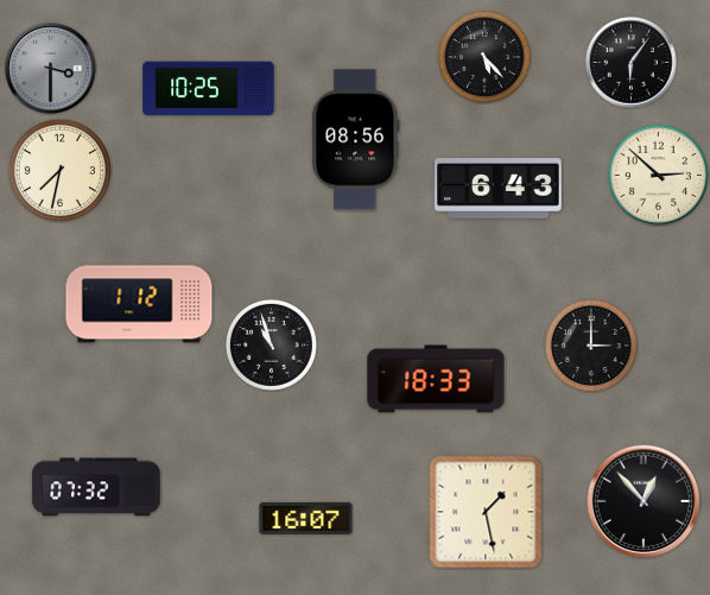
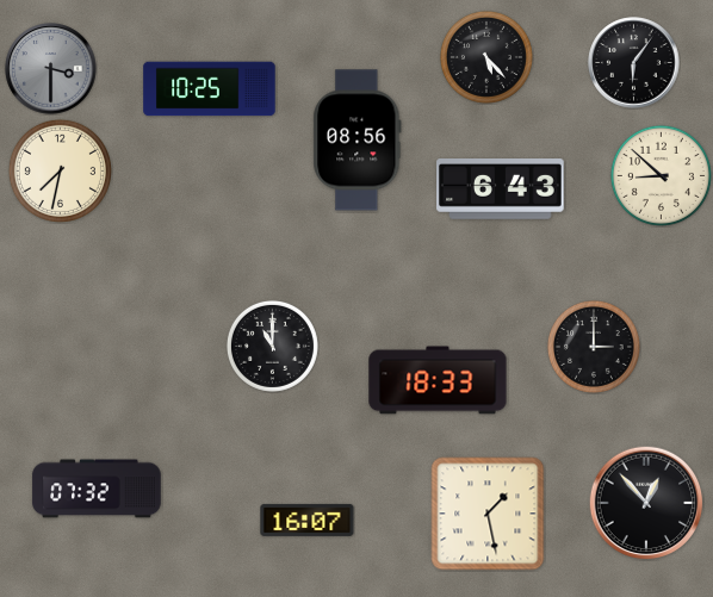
clock at (658, 175): 2:52 -> 8:52
clock at (139, 304): 1:12 -> none
clock at (271, 344): 10:57 -> 11:00
